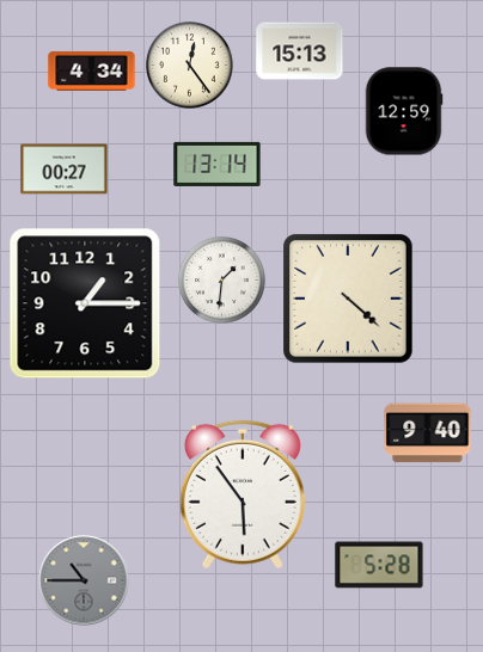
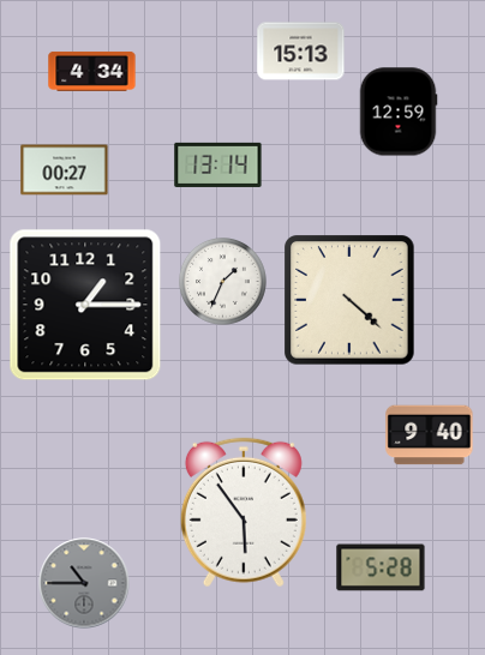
clock at (190, 66): 12:24 -> none
clock at (404, 111) position: (404, 111) -> (399, 112)
clock at (222, 281): 1:31 -> 1:34
clock at (243, 494) position: (243, 494) -> (244, 512)
